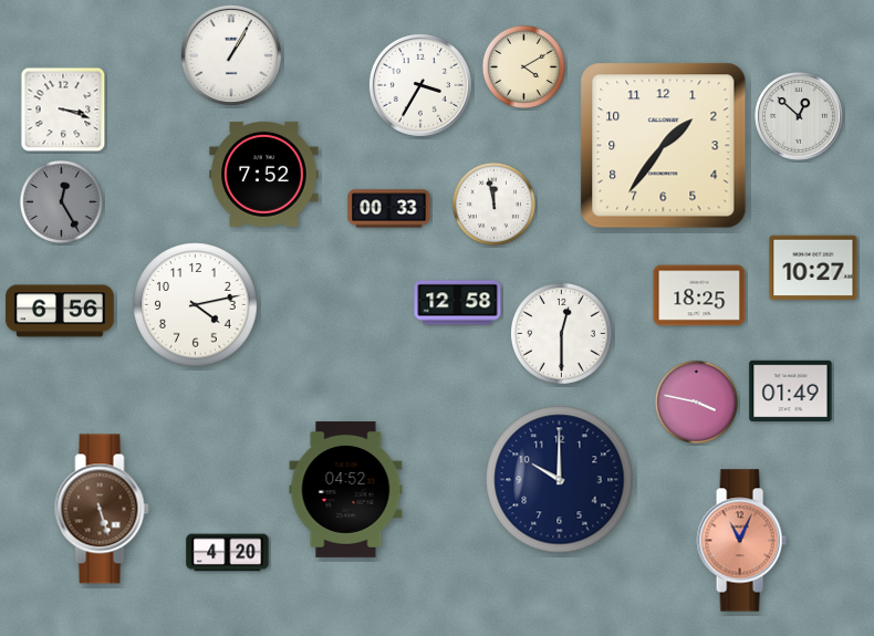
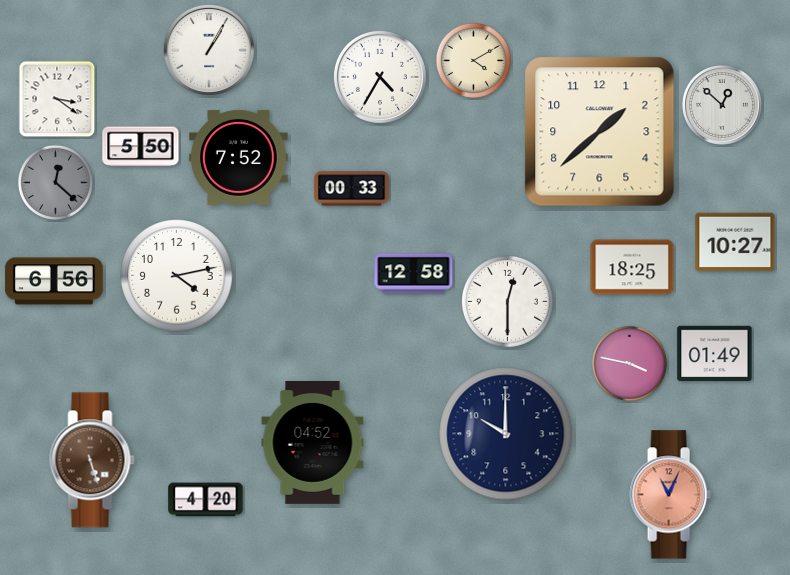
clock at (420, 85): 3:35 -> 4:35
clock at (63, 110): 3:18 -> 3:21
clock at (664, 146): 1:36 -> 1:38
clock at (141, 147): none -> 5:50
clock at (61, 201): 12:25 -> 12:22
clock at (493, 204): 11:58 -> none
clock at (741, 541) position: (741, 541) -> (670, 495)
